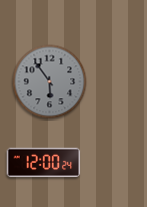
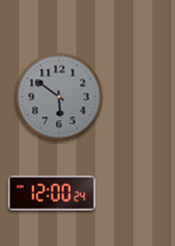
clock at (50, 82): 5:54 -> 5:51
